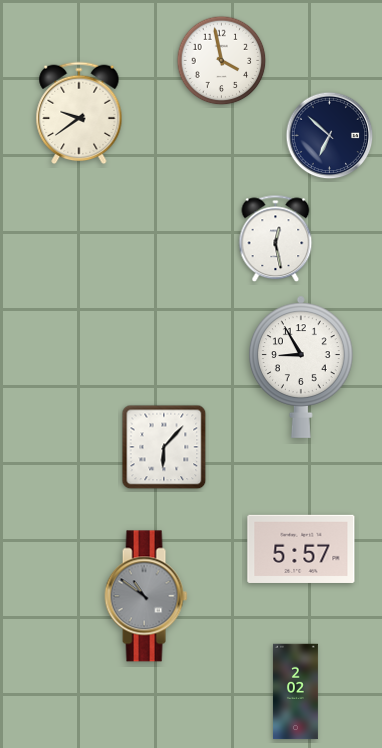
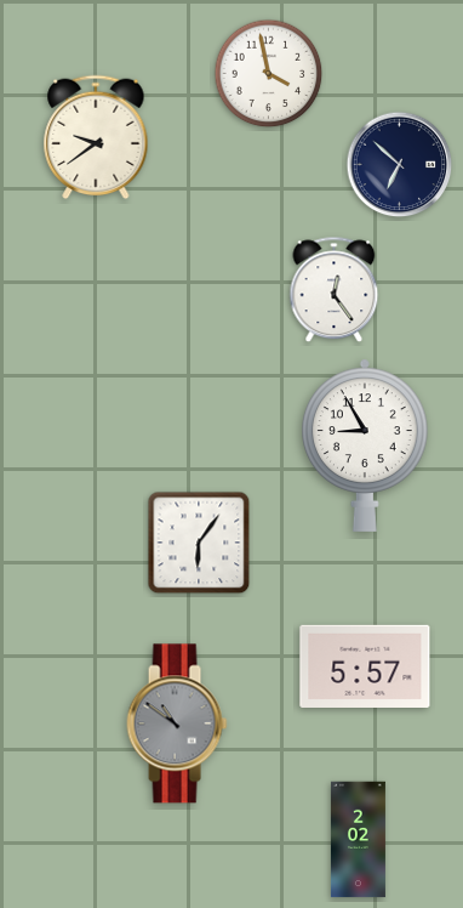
clock at (276, 239): 12:28 -> 12:24
clock at (164, 447): 6:07 -> 6:06
